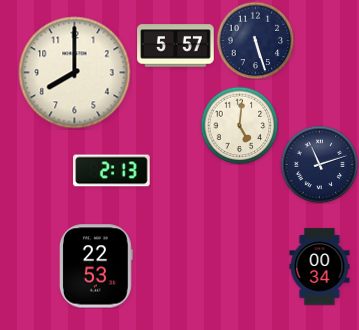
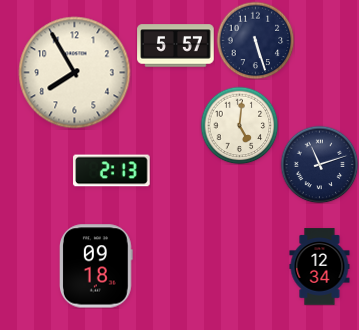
clock at (75, 73): 8:00 -> 7:55
clock at (97, 266): 22:53 -> 09:18
clock at (320, 267): 00:34 -> 12:34
